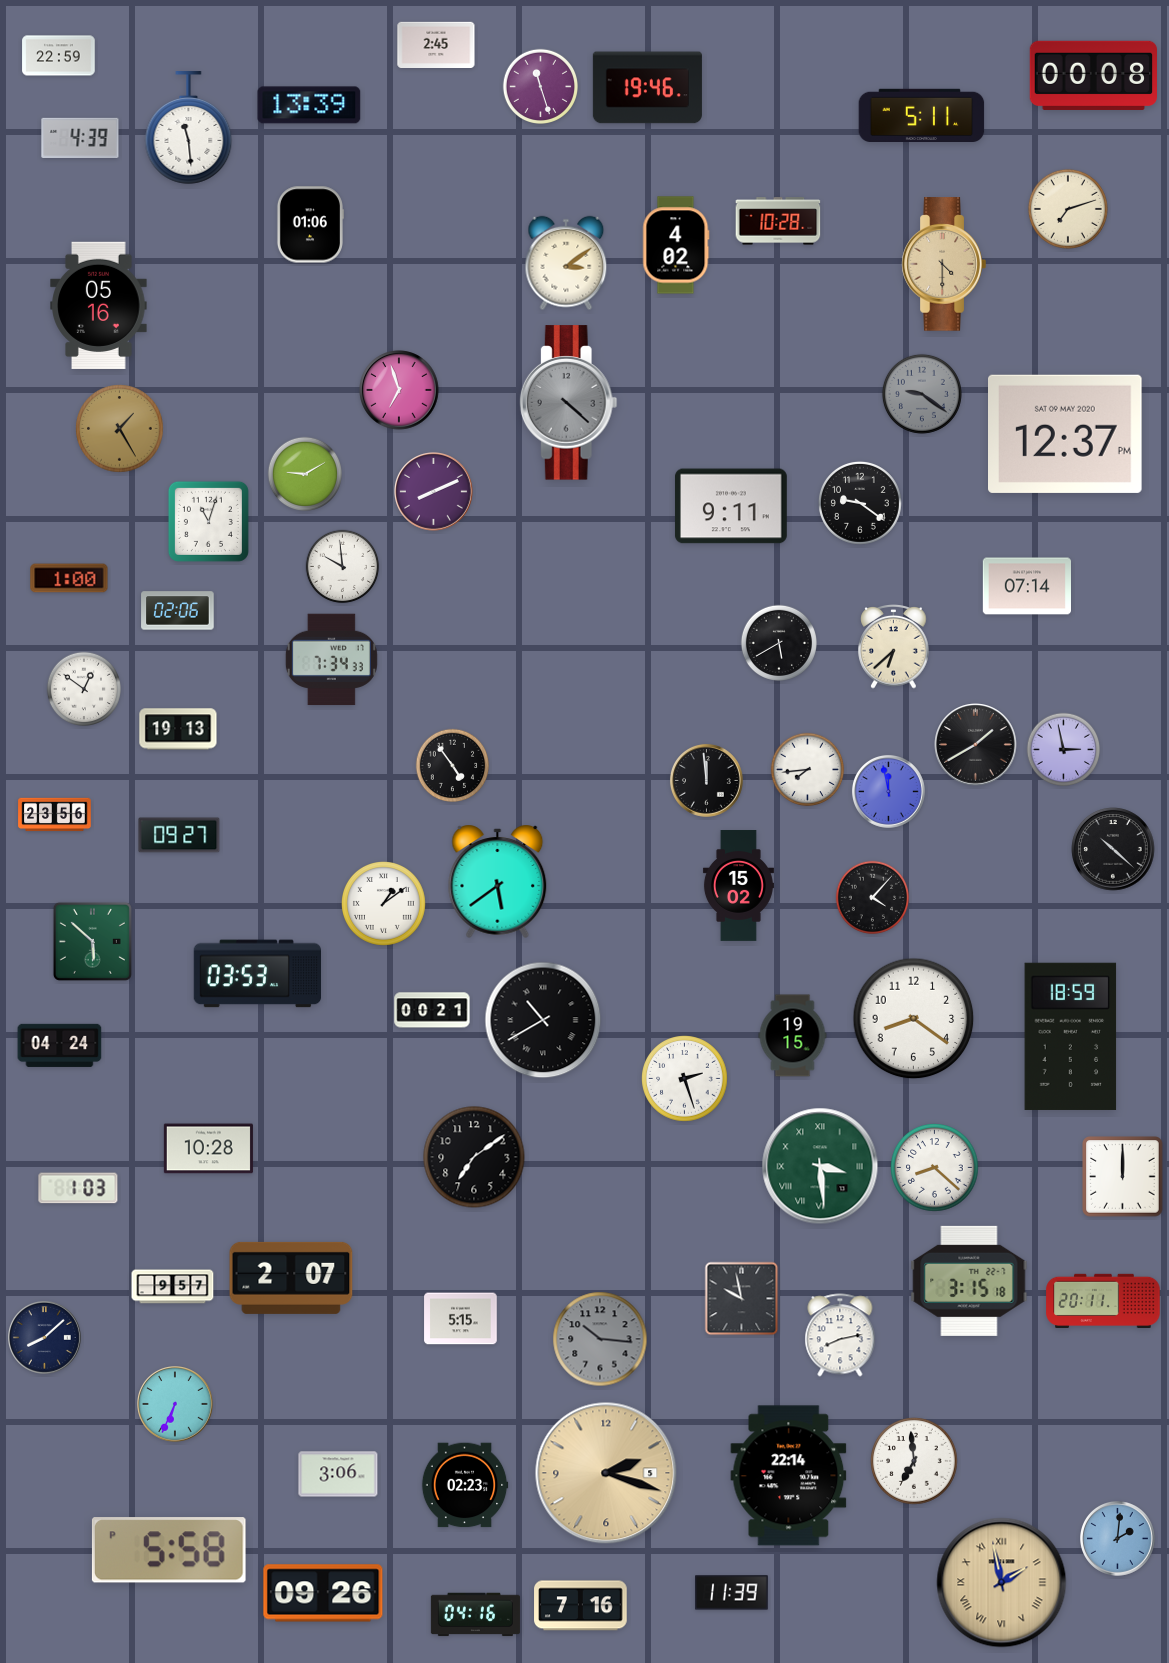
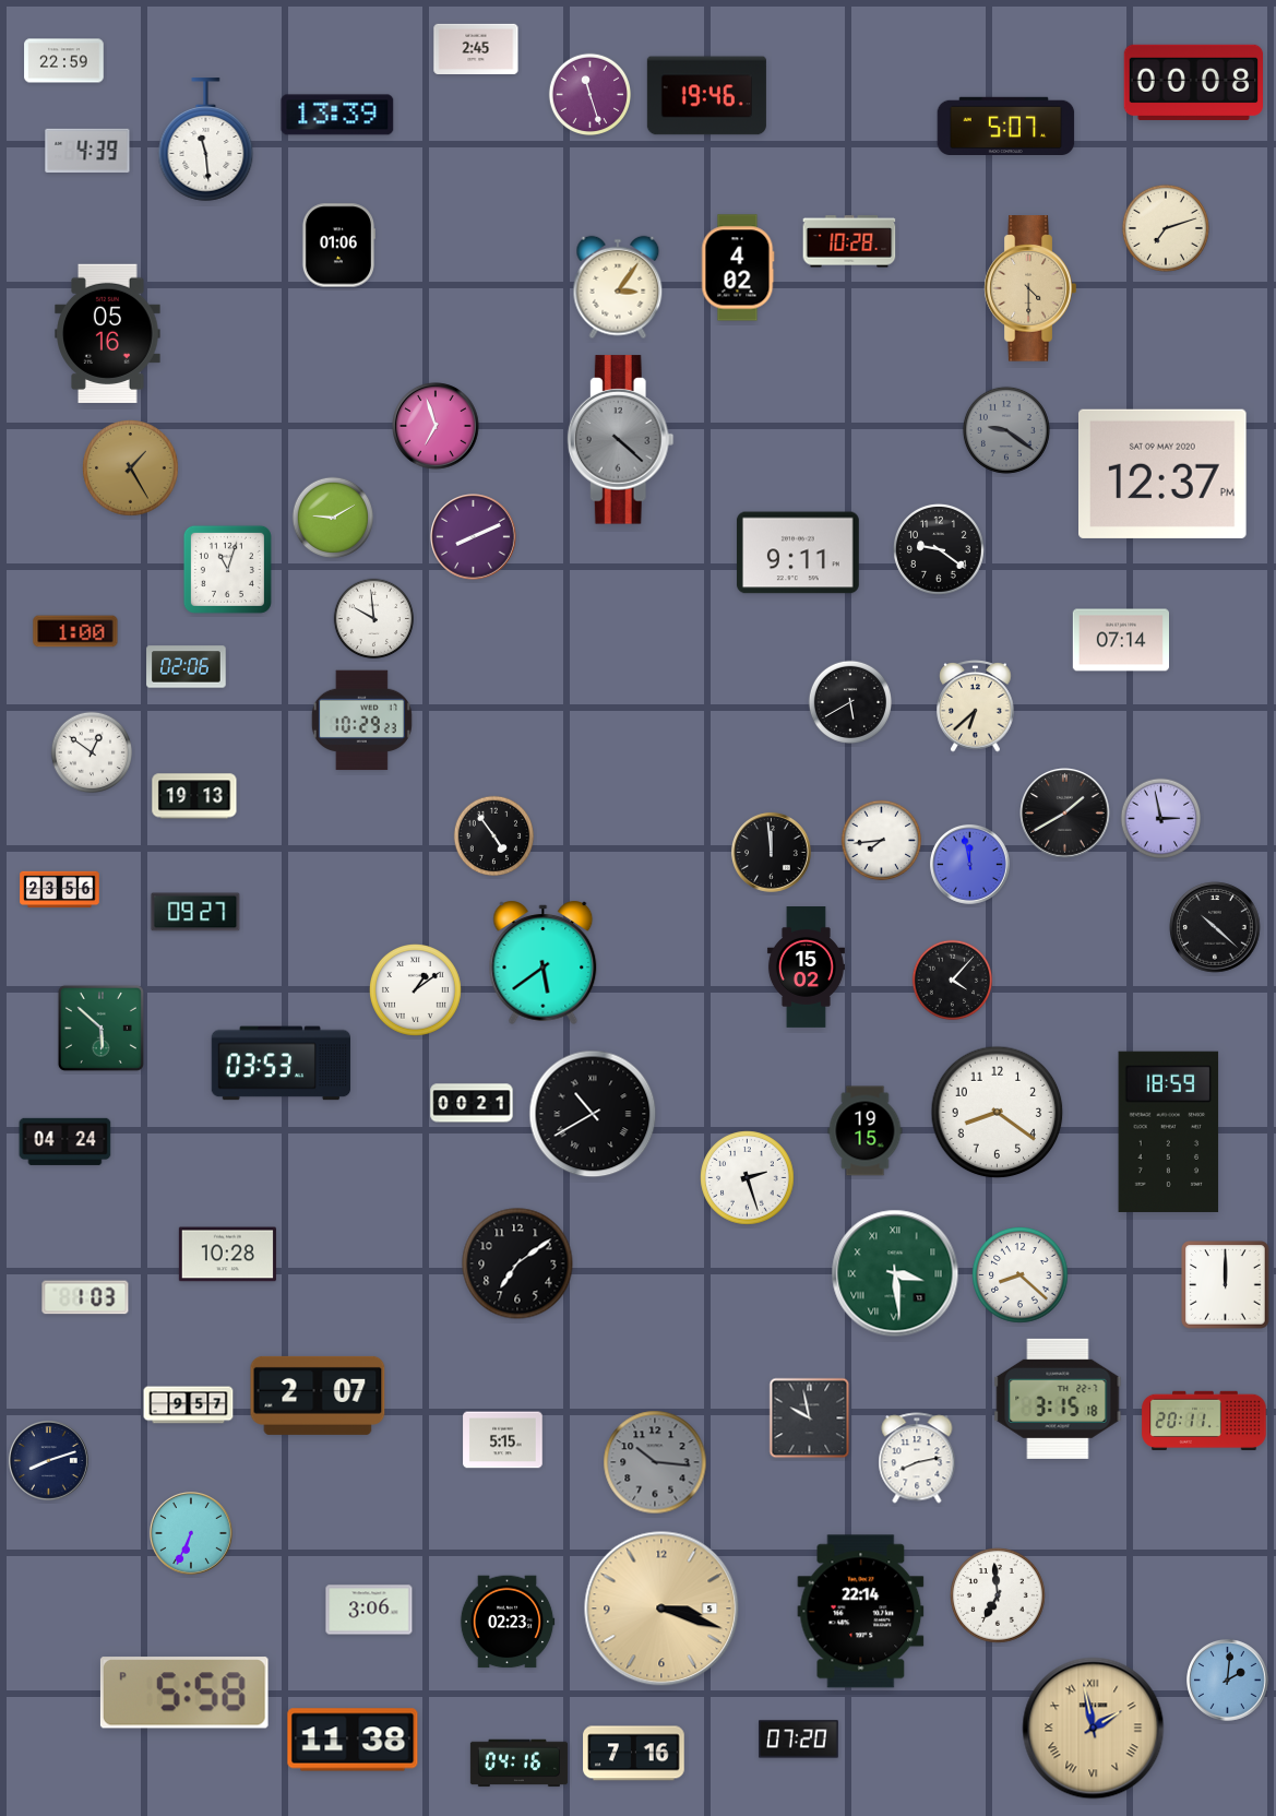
clock at (922, 115): 5:11 -> 5:07
clock at (566, 263): 3:09 -> 3:06
clock at (178, 611) position: (178, 611) -> (187, 667)
clock at (331, 660): 7:34 -> 10:29
clock at (384, 904) position: (384, 904) -> (416, 990)
clock at (44, 1337): 8:08 -> 8:12
clock at (606, 1473): 2:18 -> 3:18
clock at (1118, 1539) position: (1118, 1539) -> (1228, 1681)
clock at (323, 1593): 09:26 -> 11:38
clock at (732, 1593): 11:39 -> 07:20
